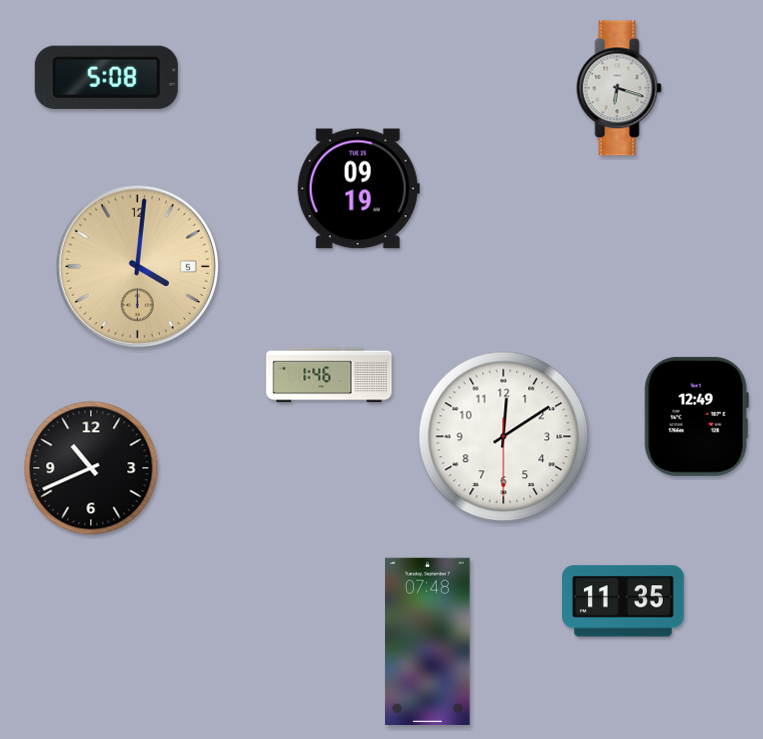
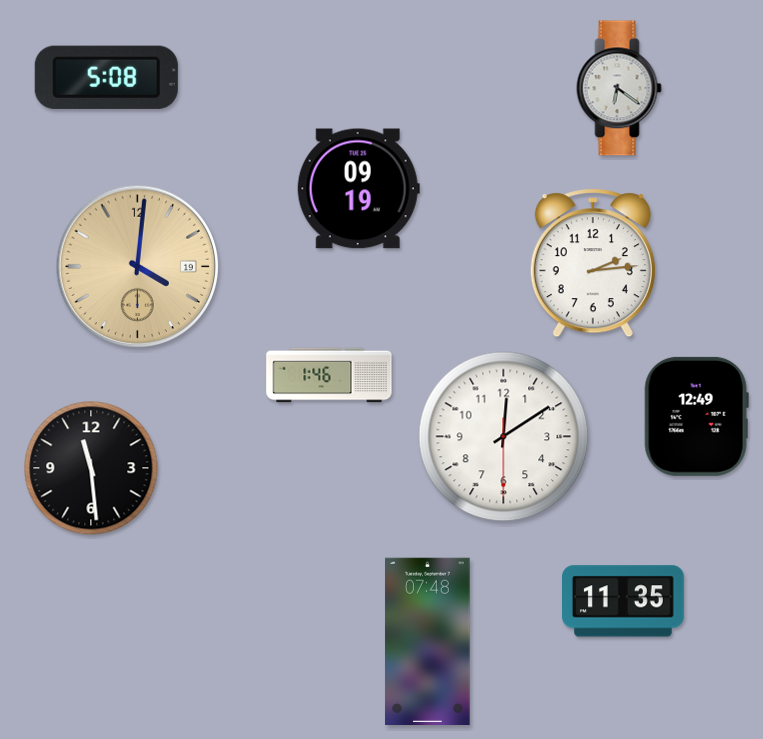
clock at (619, 88): 6:18 -> 6:21
clock at (593, 263): none -> 2:14
clock at (137, 266) date: 5 -> 19
clock at (91, 468): 10:41 -> 11:29
